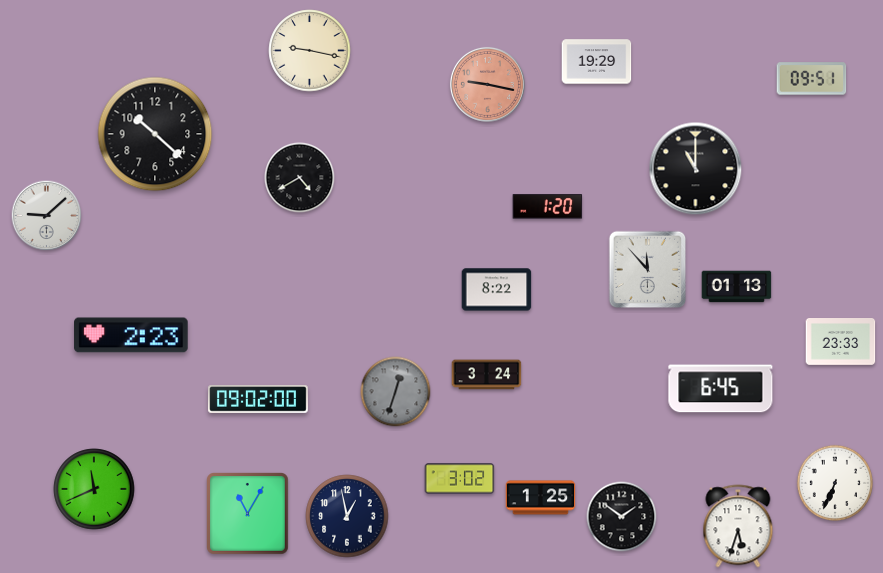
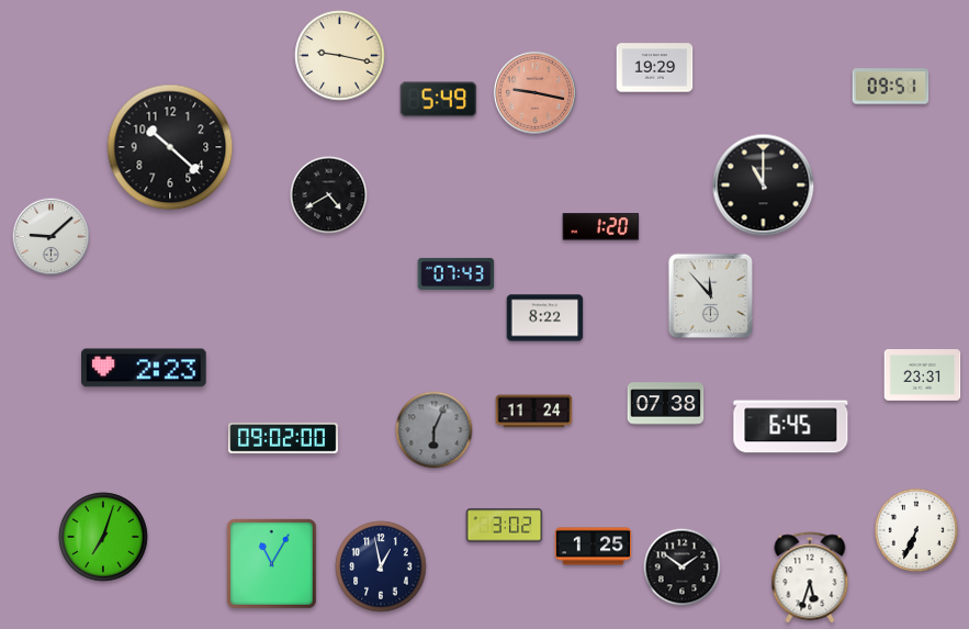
clock at (439, 100): none -> 5:49
clock at (457, 273): none -> 07:43
clock at (737, 287): 01:13 -> none
clock at (841, 342): 23:33 -> 23:31
clock at (666, 404): none -> 07:38
clock at (487, 375): 3:24 -> 11:24
clock at (396, 392): 12:33 -> 6:04
clock at (94, 489): 11:41 -> 7:03
